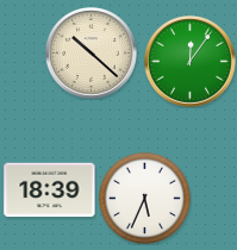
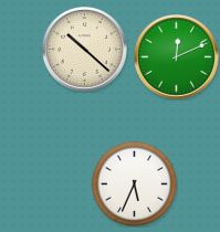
clock at (189, 61): 12:06 -> 12:11
clock at (50, 190): 18:39 -> none
